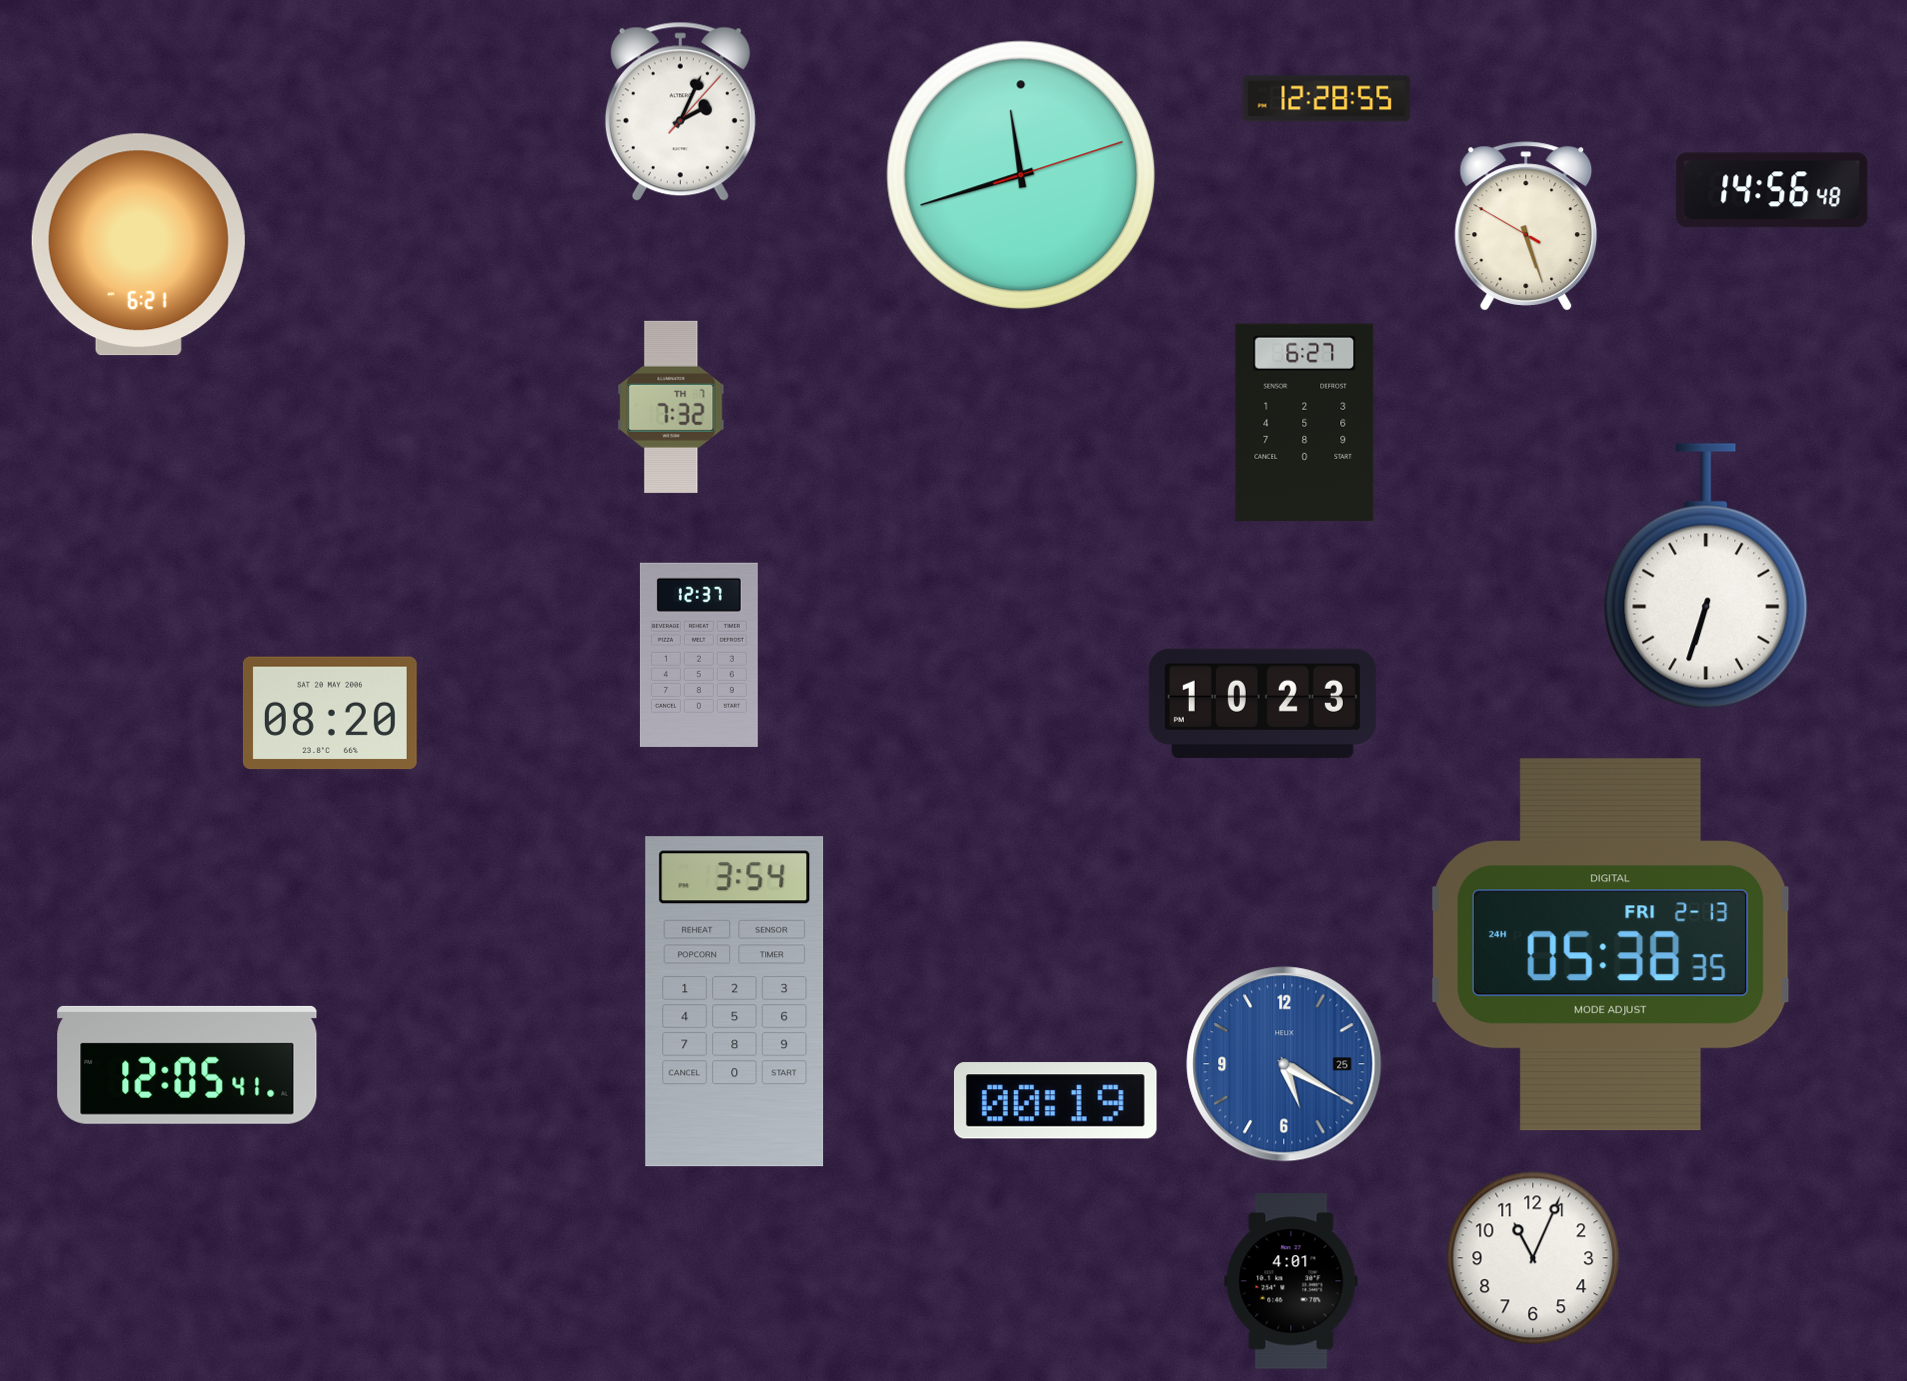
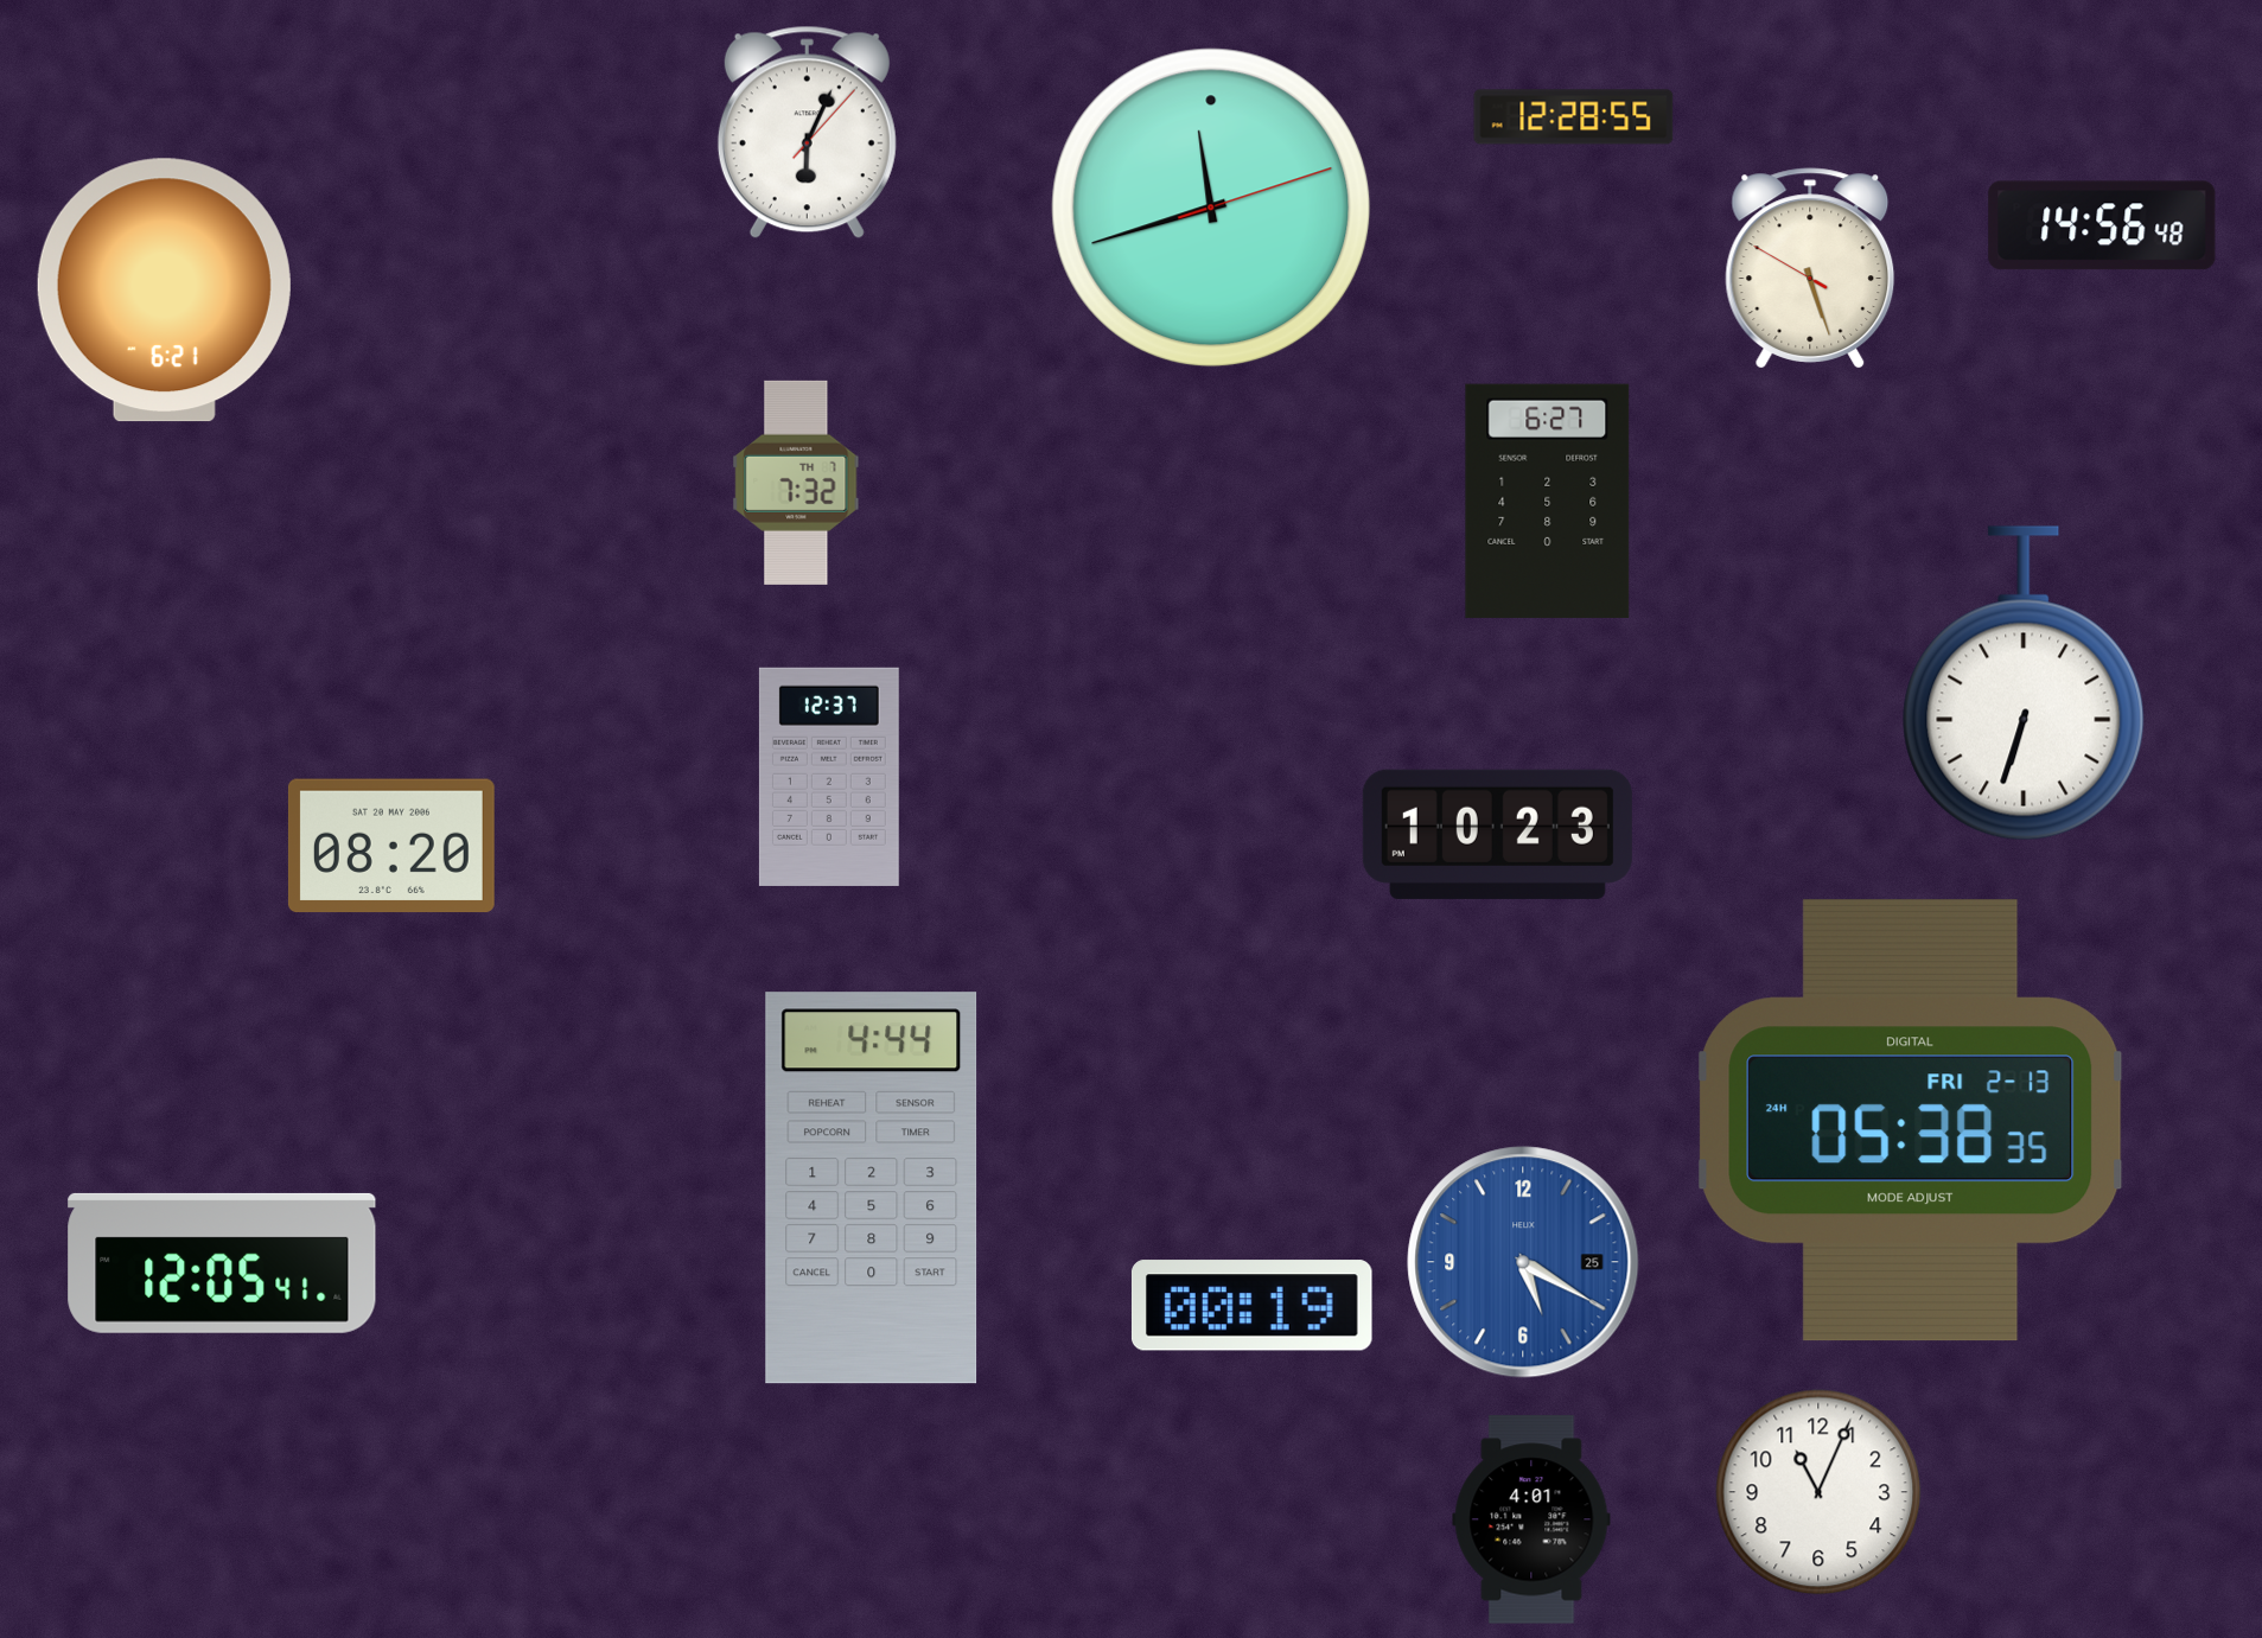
clock at (680, 112): 2:04 -> 6:04
clock at (735, 1002): 3:54 -> 4:44
